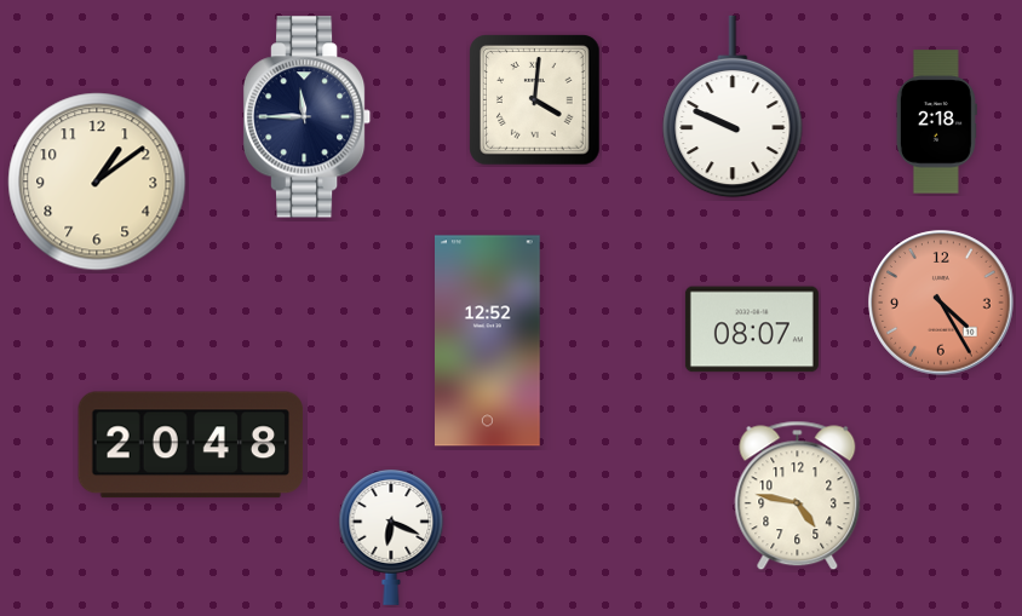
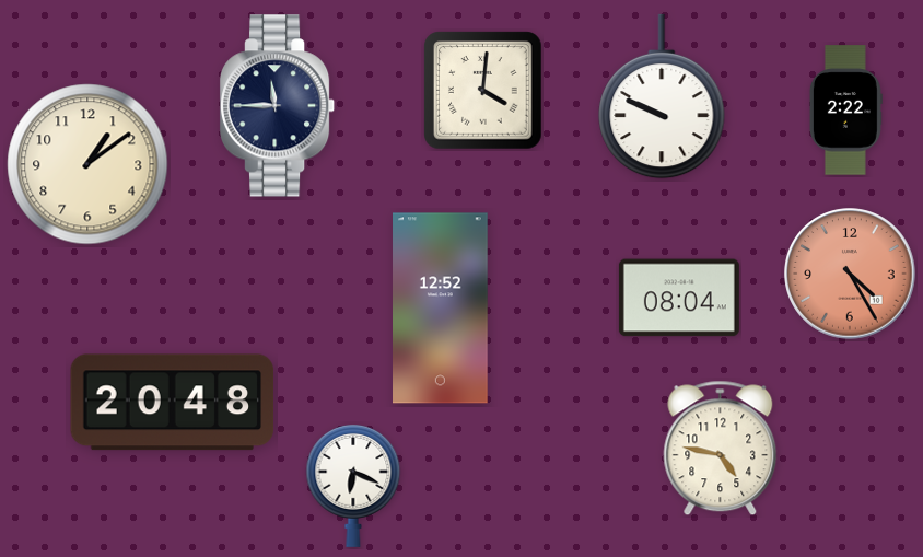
clock at (936, 122): 2:18 -> 2:22
clock at (752, 329): 08:07 -> 08:04
